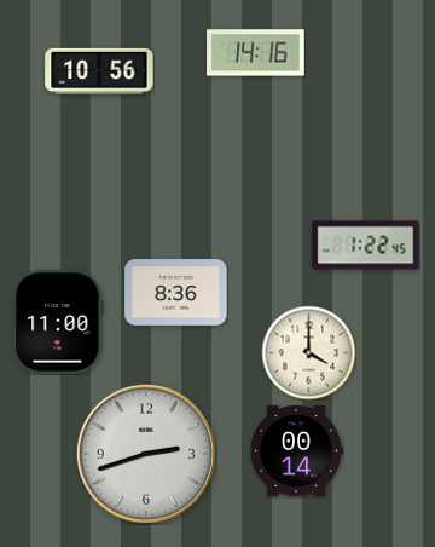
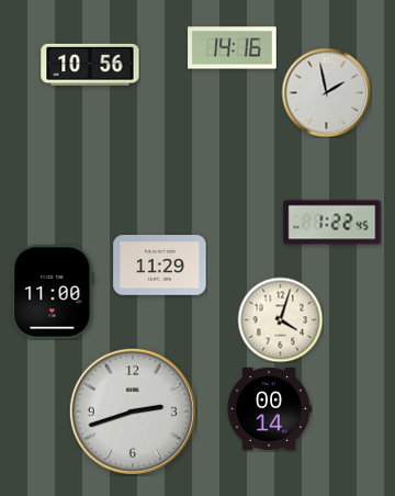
clock at (326, 92): none -> 1:58
clock at (176, 293): 8:36 -> 11:29
clock at (308, 352): 4:00 -> 4:03
